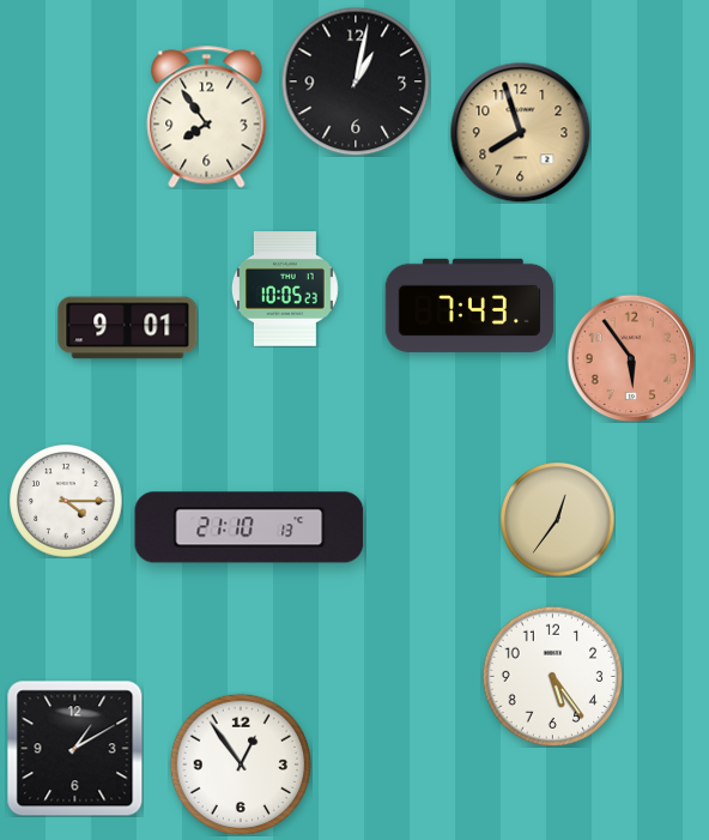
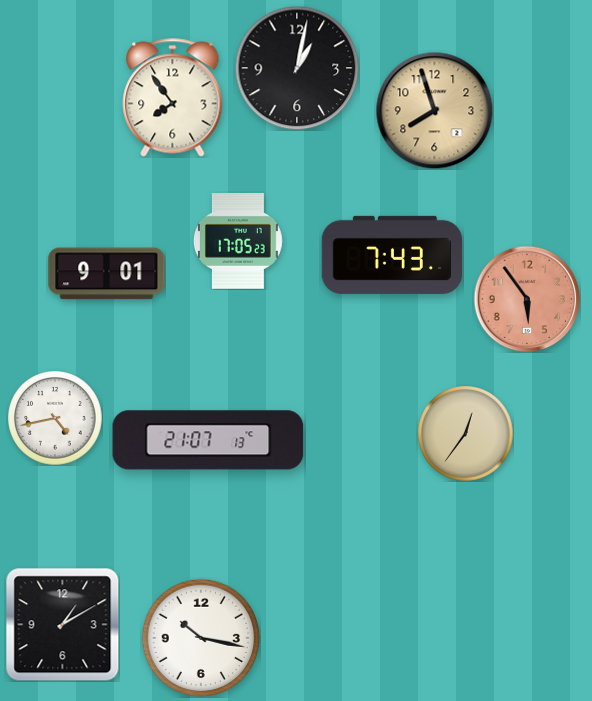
clock at (286, 290): 10:05 -> 17:05
clock at (66, 501): 4:15 -> 4:43
clock at (249, 527): 21:10 -> 21:07
clock at (552, 676): 5:24 -> none
clock at (241, 765): 12:54 -> 10:17
